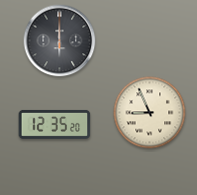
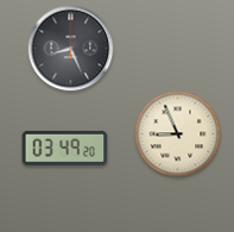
clock at (60, 41): 6:00 -> 8:26
clock at (55, 124): 12:35 -> 03:49
